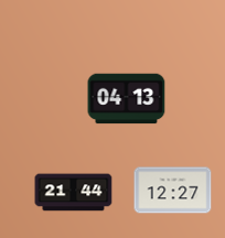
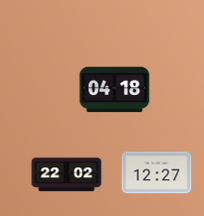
clock at (127, 99): 04:13 -> 04:18
clock at (74, 193): 21:44 -> 22:02
